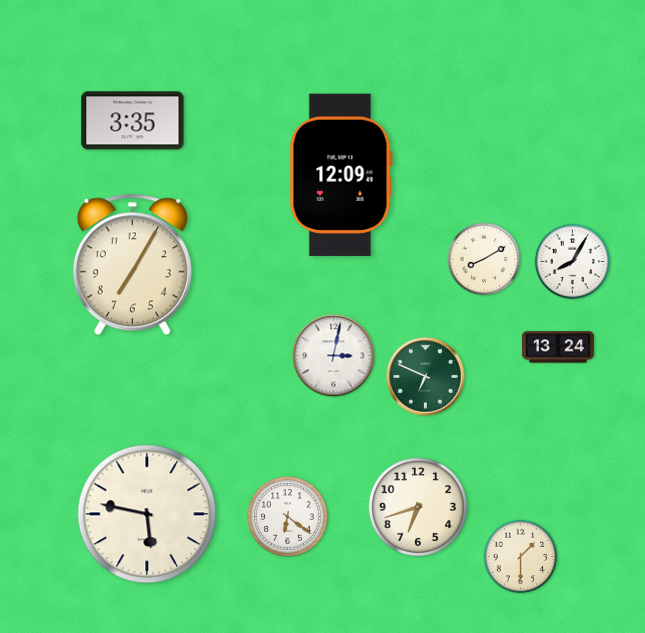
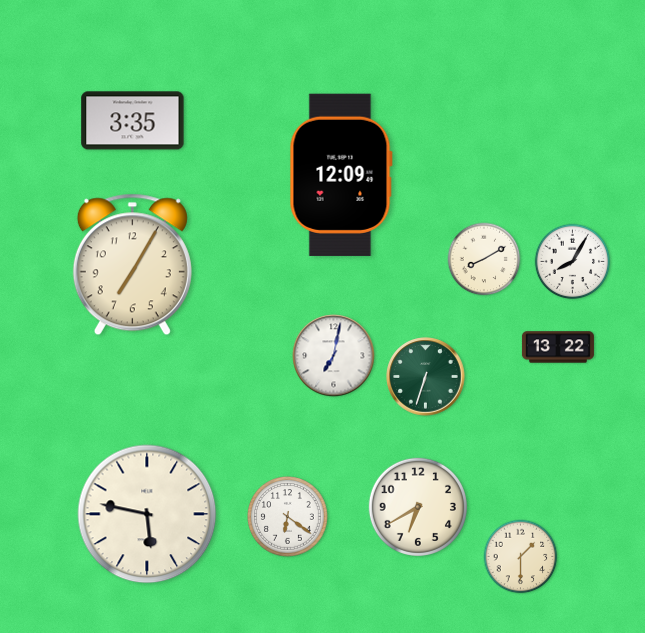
clock at (558, 347): 13:24 -> 13:22
clock at (334, 356): 3:02 -> 7:02
clock at (426, 377): 6:49 -> 6:33
clock at (418, 507): 6:42 -> 6:40
